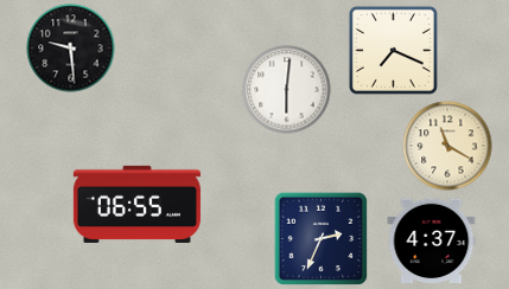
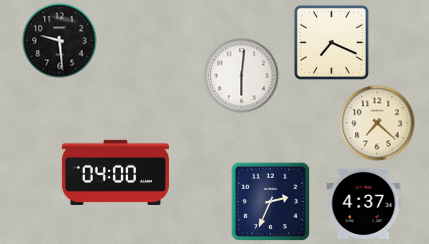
clock at (447, 146): 11:20 -> 7:22
clock at (136, 204): 06:55 -> 04:00
